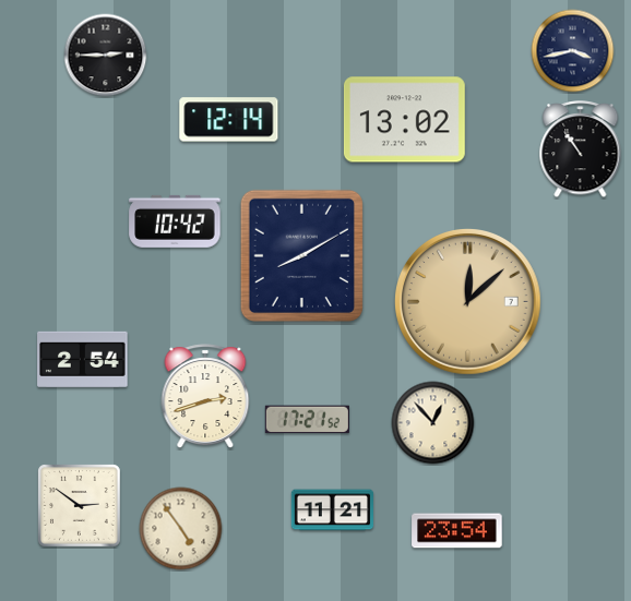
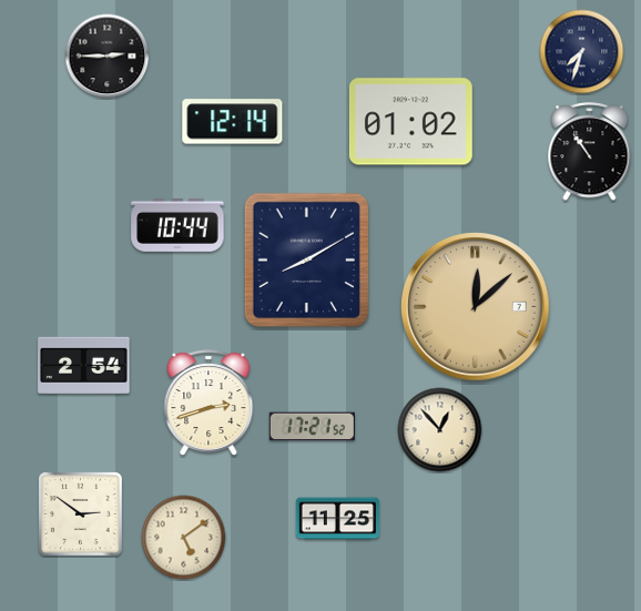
clock at (573, 51): 3:43 -> 7:33
clock at (404, 120): 13:02 -> 01:02
clock at (175, 221): 10:42 -> 10:44
clock at (332, 510): 11:21 -> 11:25
clock at (181, 529): 4:54 -> 5:09
clock at (457, 531): 23:54 -> none
